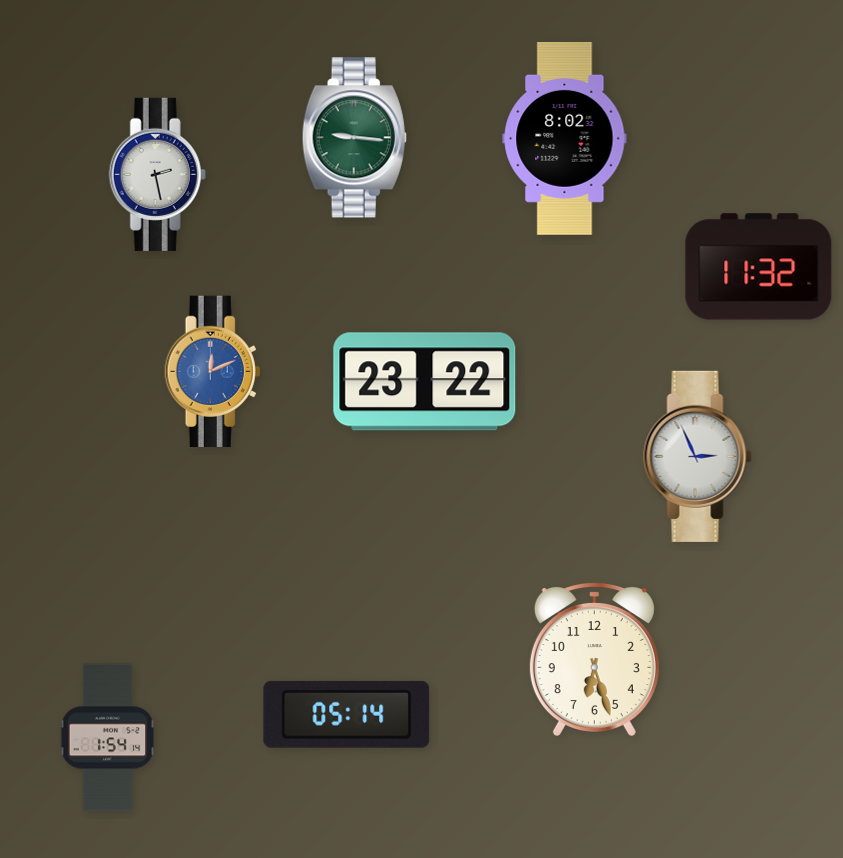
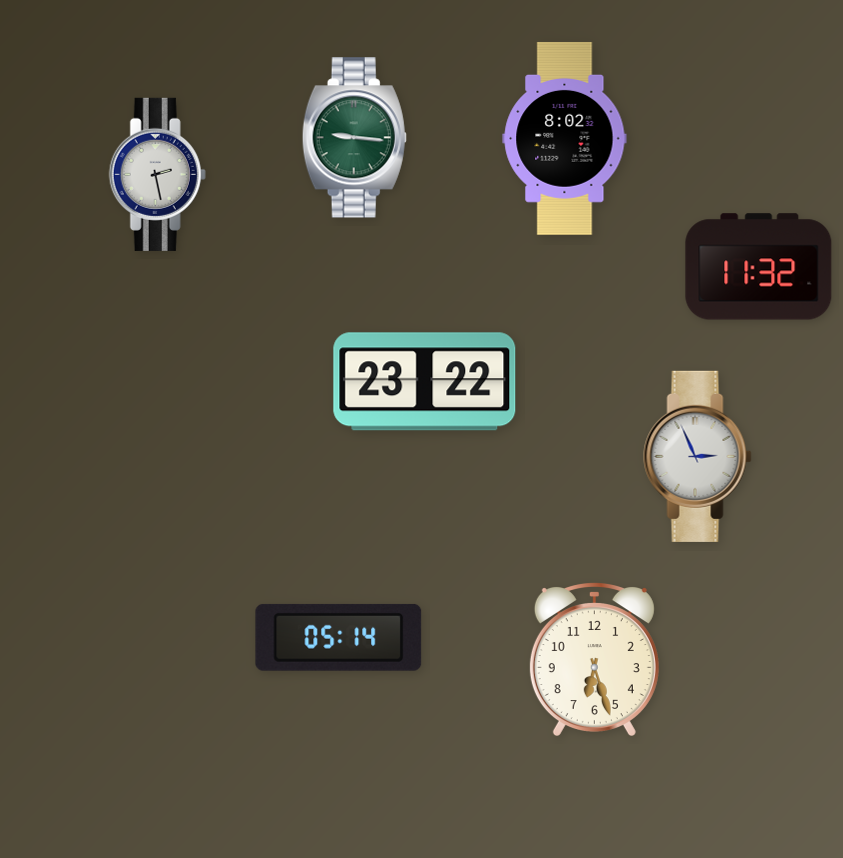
clock at (213, 372): 12:11 -> none
clock at (347, 714) position: (347, 714) -> (339, 637)
clock at (108, 738): 1:54 -> none
